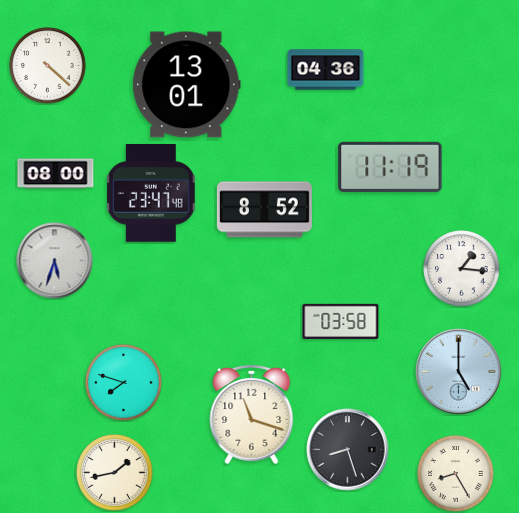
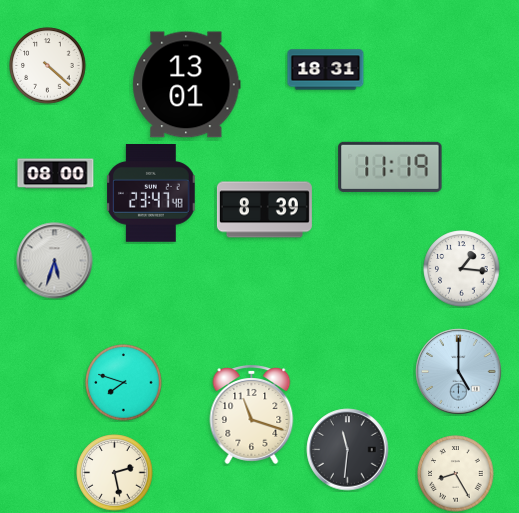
clock at (326, 70): 04:36 -> 18:31
clock at (264, 210): 8:52 -> 8:39
clock at (341, 321): 03:58 -> none
clock at (348, 450): 8:27 -> 11:31
clock at (115, 473): 1:43 -> 2:28
